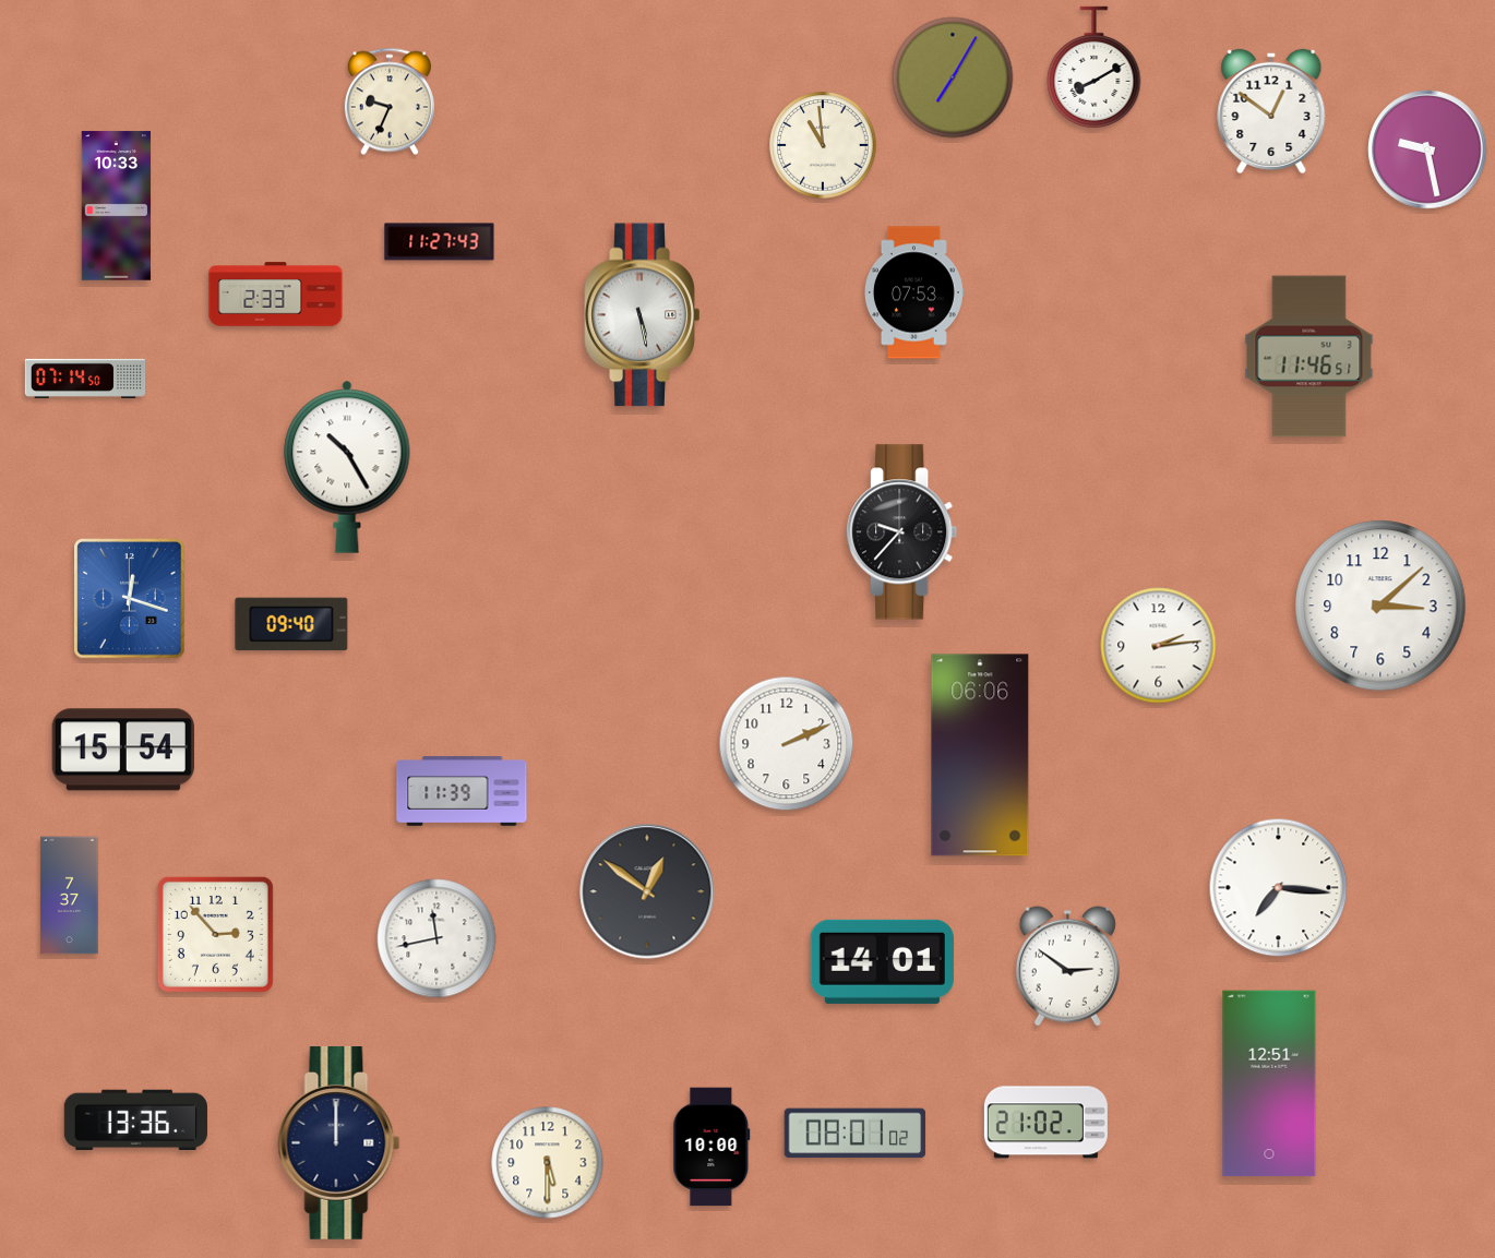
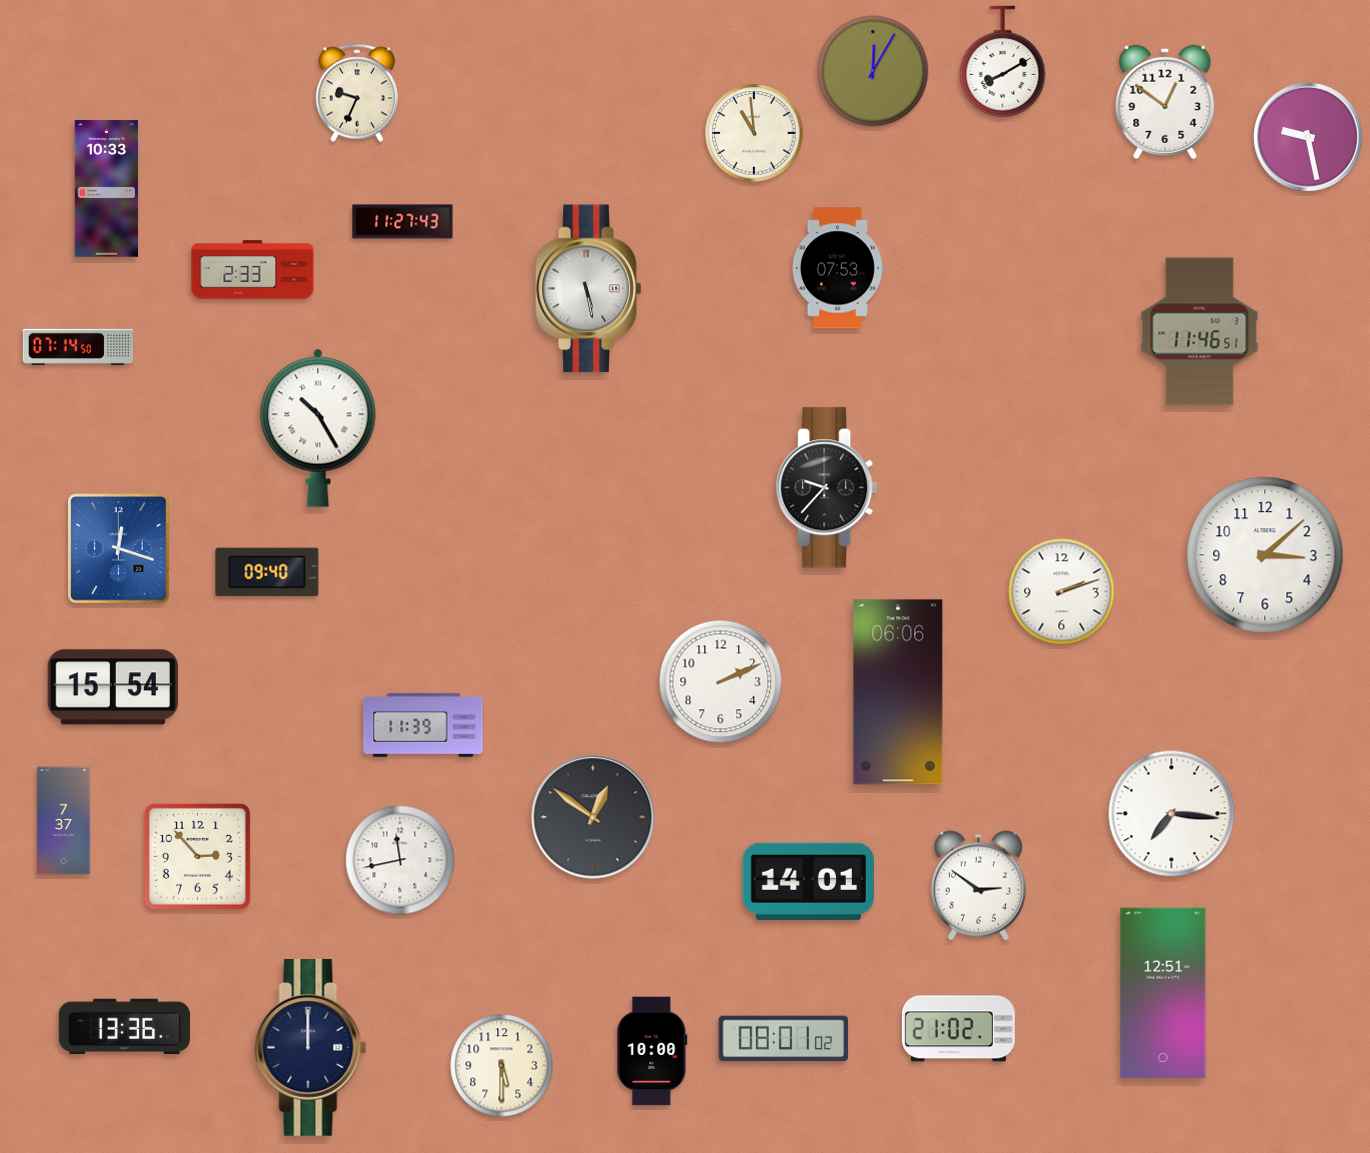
clock at (953, 77): 7:05 -> 12:05
clock at (1309, 357) position: (1309, 357) -> (1200, 332)
clock at (1159, 646): 2:14 -> 2:12
